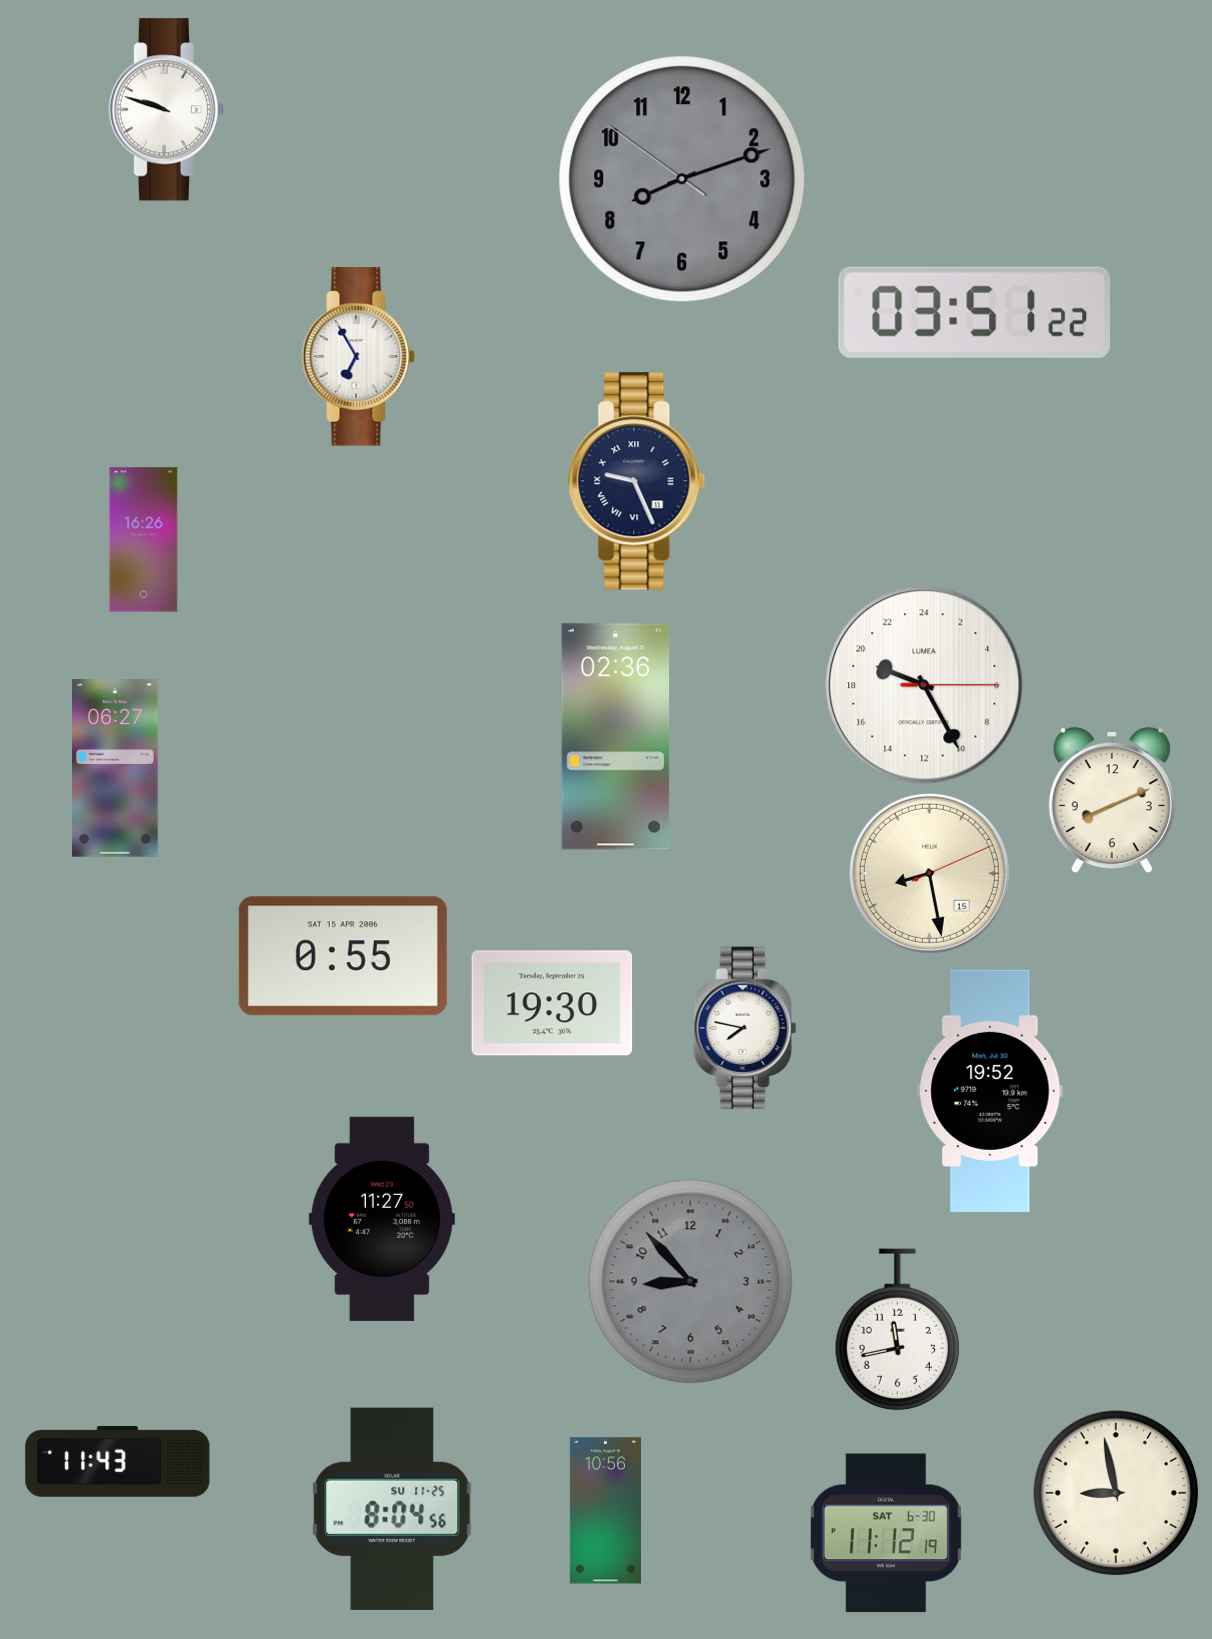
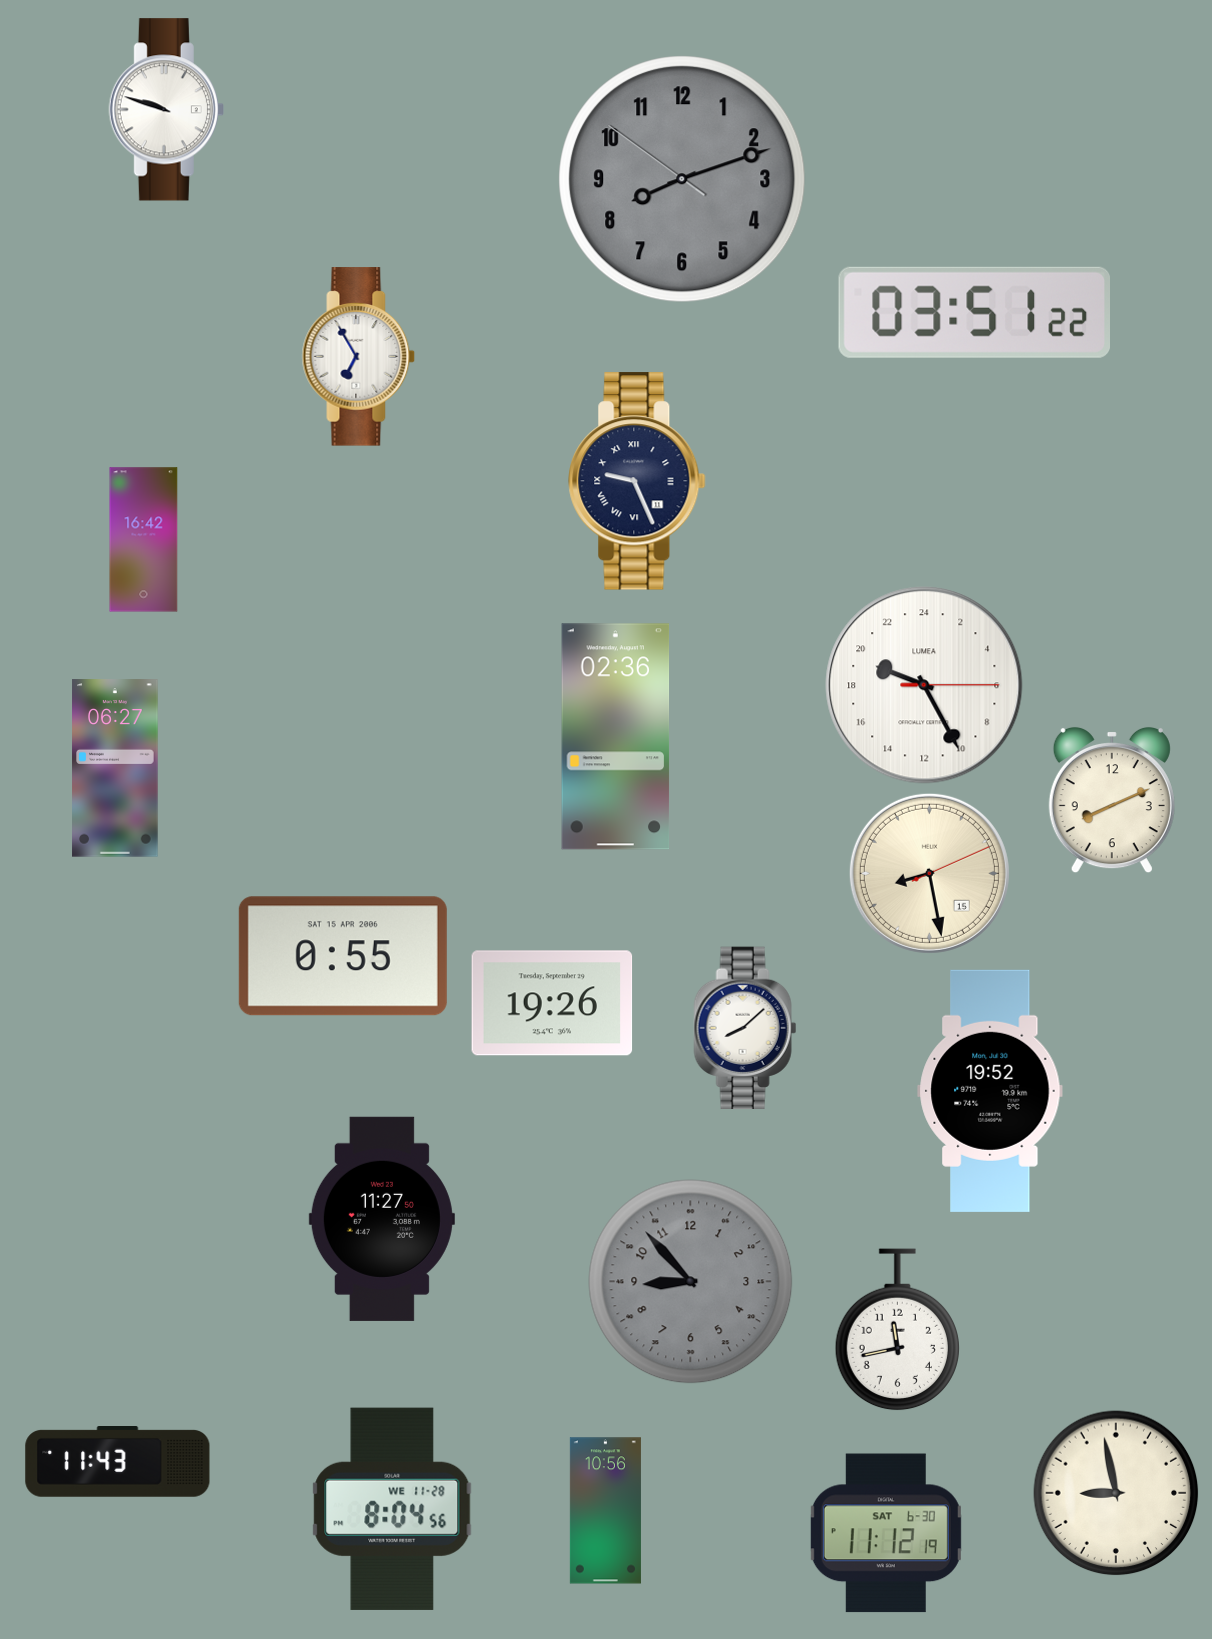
clock at (144, 540): 16:26 -> 16:42
clock at (552, 1003): 19:30 -> 19:26
clock at (745, 1028): 7:47 -> 8:08
clock at (392, 1509) date: SU 11-25 -> WE 11-28
